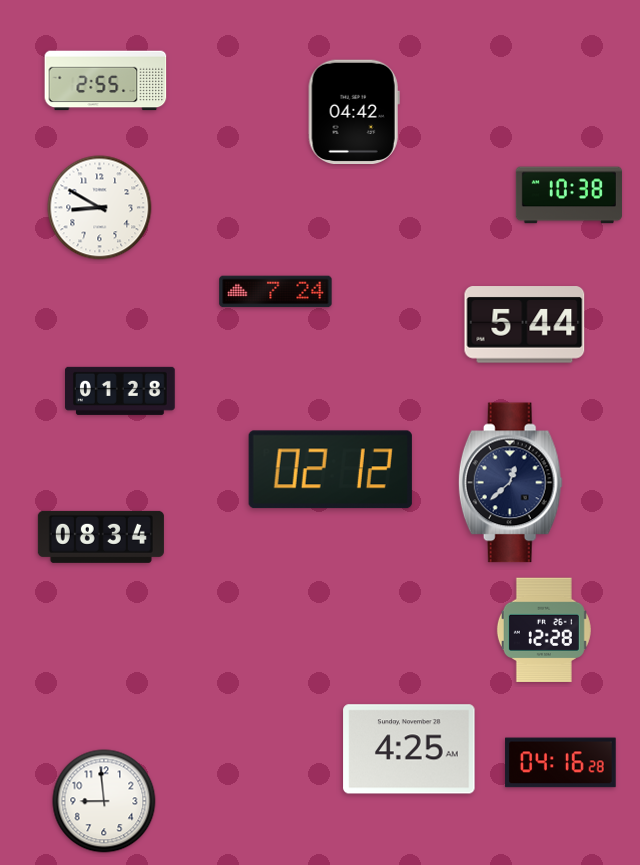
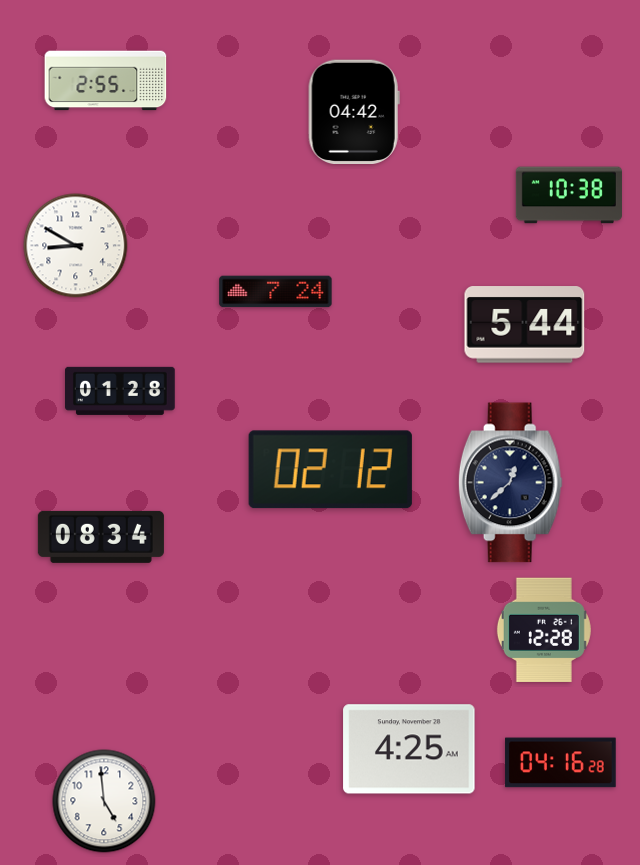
clock at (100, 208) position: (100, 208) -> (76, 246)
clock at (104, 801): 8:59 -> 4:59
